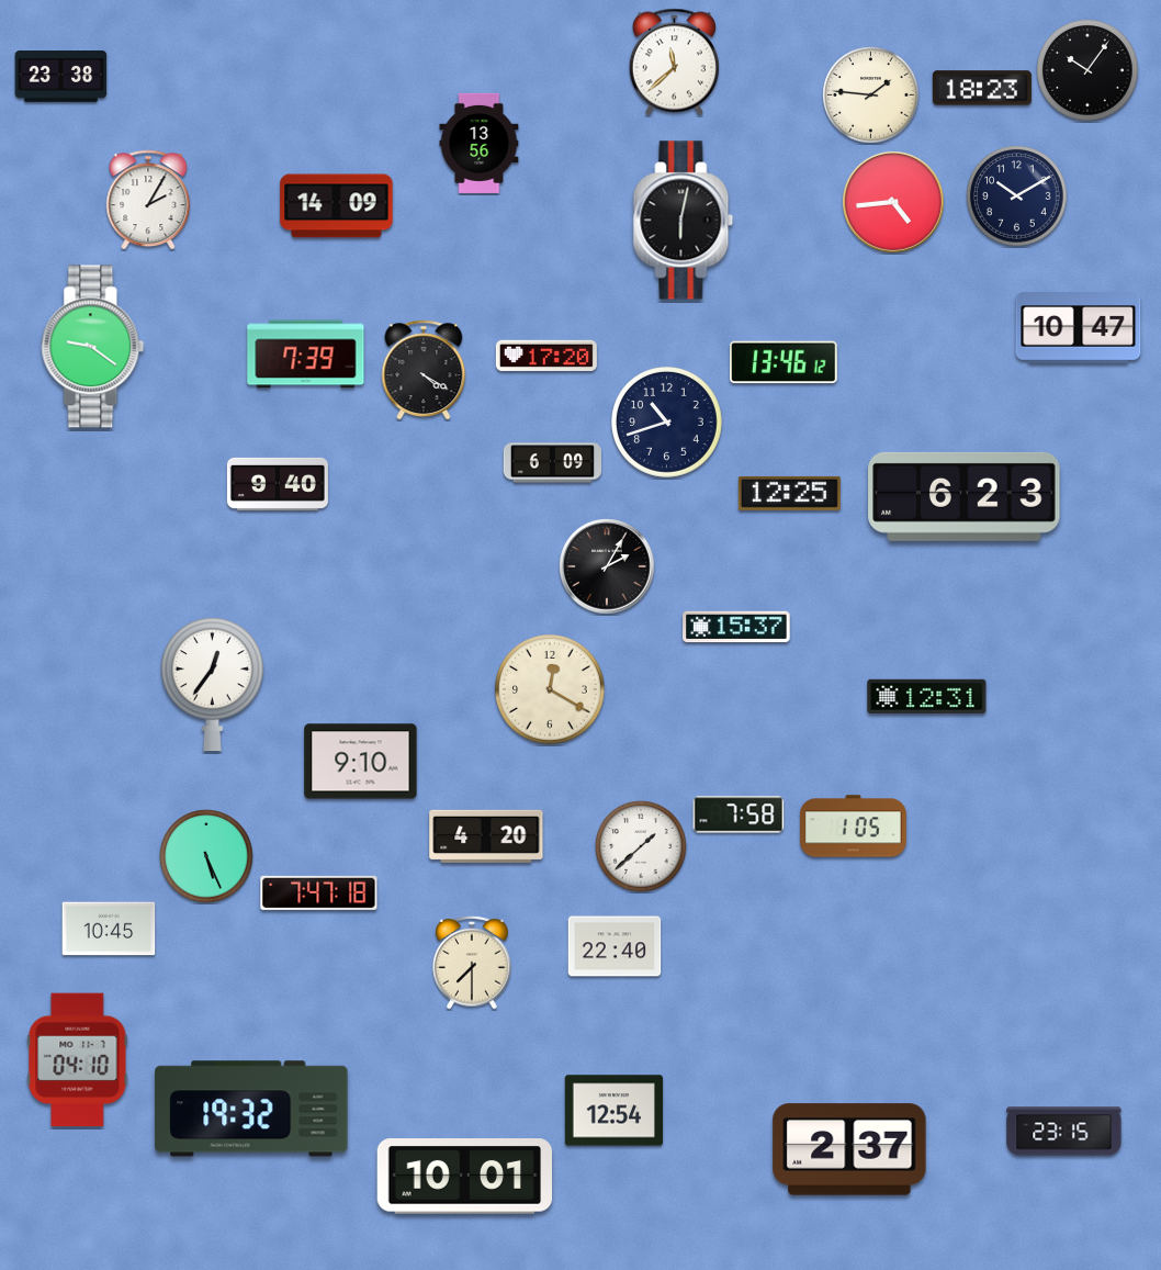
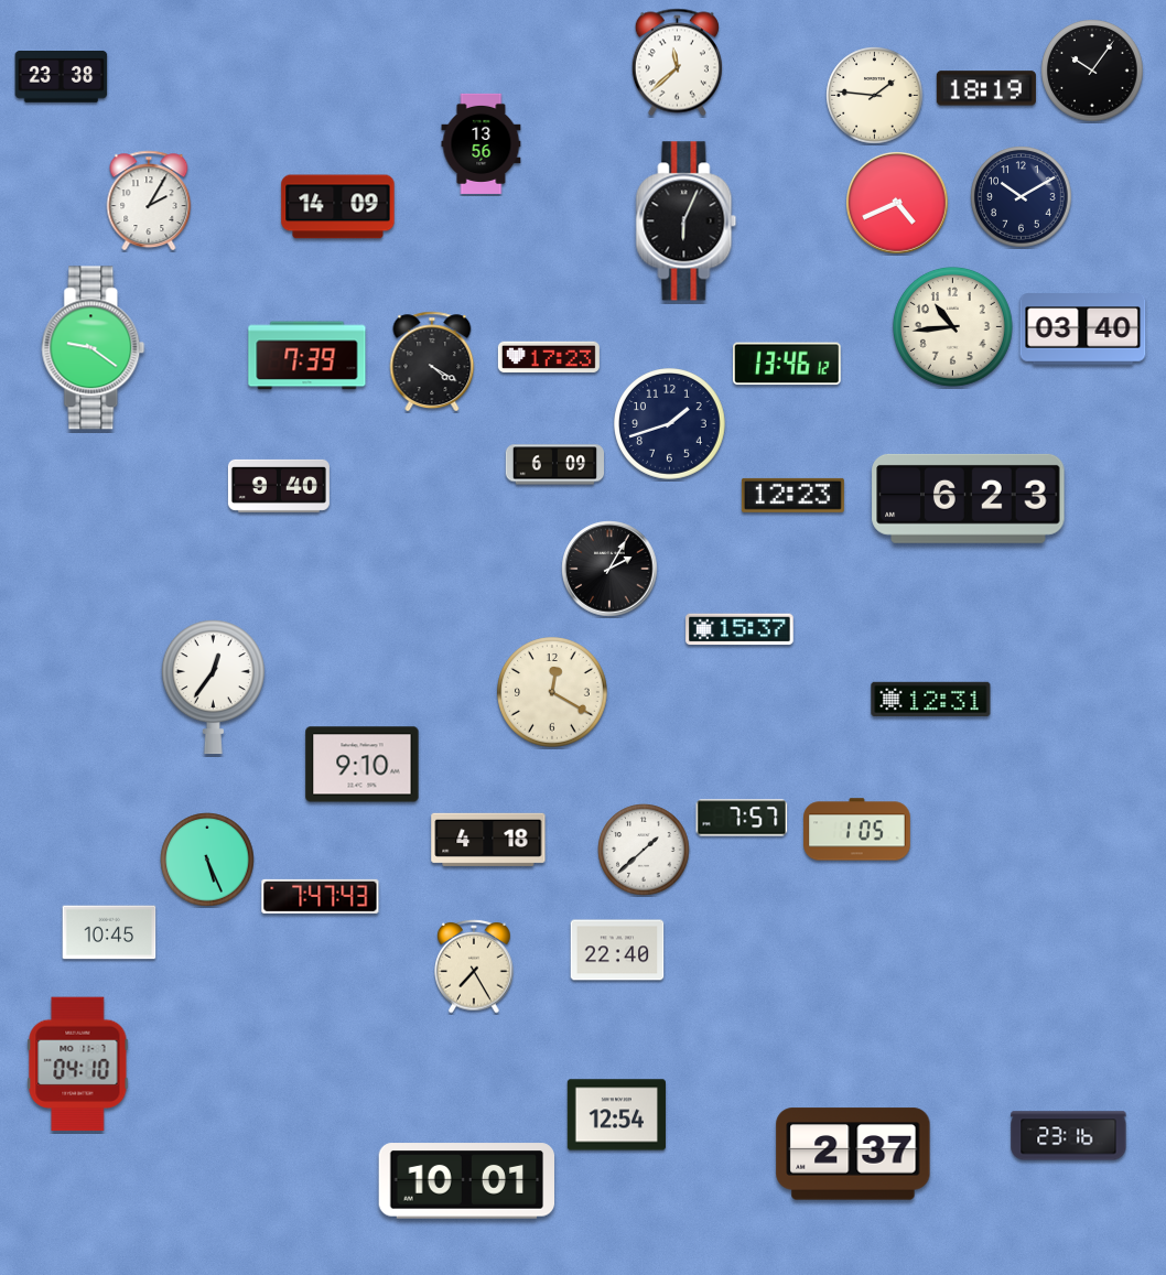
clock at (982, 88): 18:23 -> 18:19
clock at (894, 203): 4:44 -> 4:41
clock at (684, 221): 6:02 -> 6:04
clock at (952, 326): none -> 10:44
clock at (1079, 328): 10:47 -> 03:40
clock at (546, 356): 17:20 -> 17:23
clock at (424, 370) position: (424, 370) -> (432, 361)
clock at (667, 423): 10:42 -> 1:42
clock at (789, 493): 12:25 -> 12:23
clock at (739, 814): 7:58 -> 7:57
clock at (486, 836): 4:20 -> 4:18
clock at (319, 892): 7:47:18 -> 7:47:43
clock at (472, 963): 7:30 -> 7:25
clock at (251, 1109): 19:32 -> none
clock at (1064, 1132): 23:15 -> 23:16
